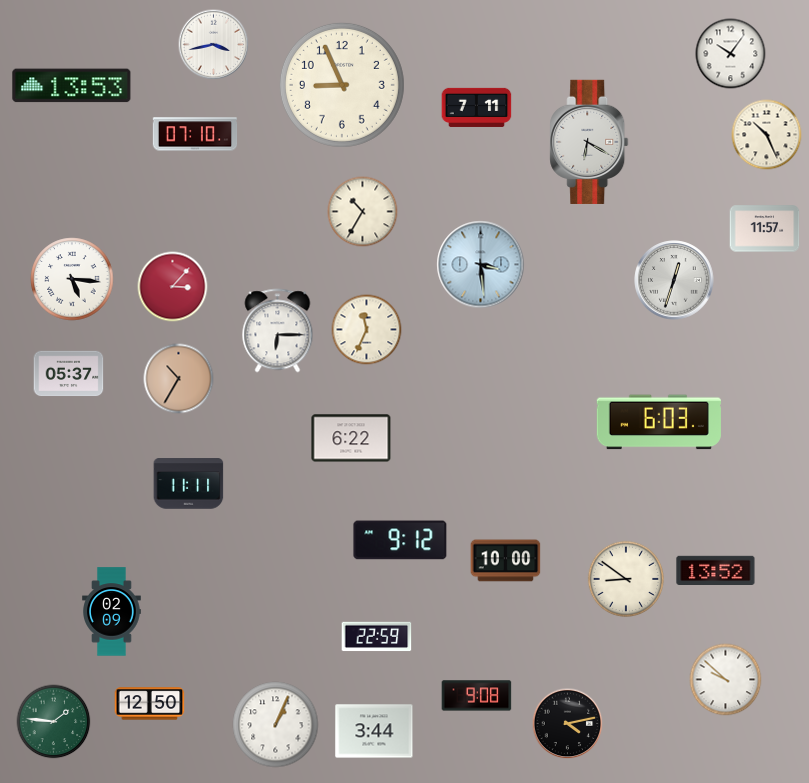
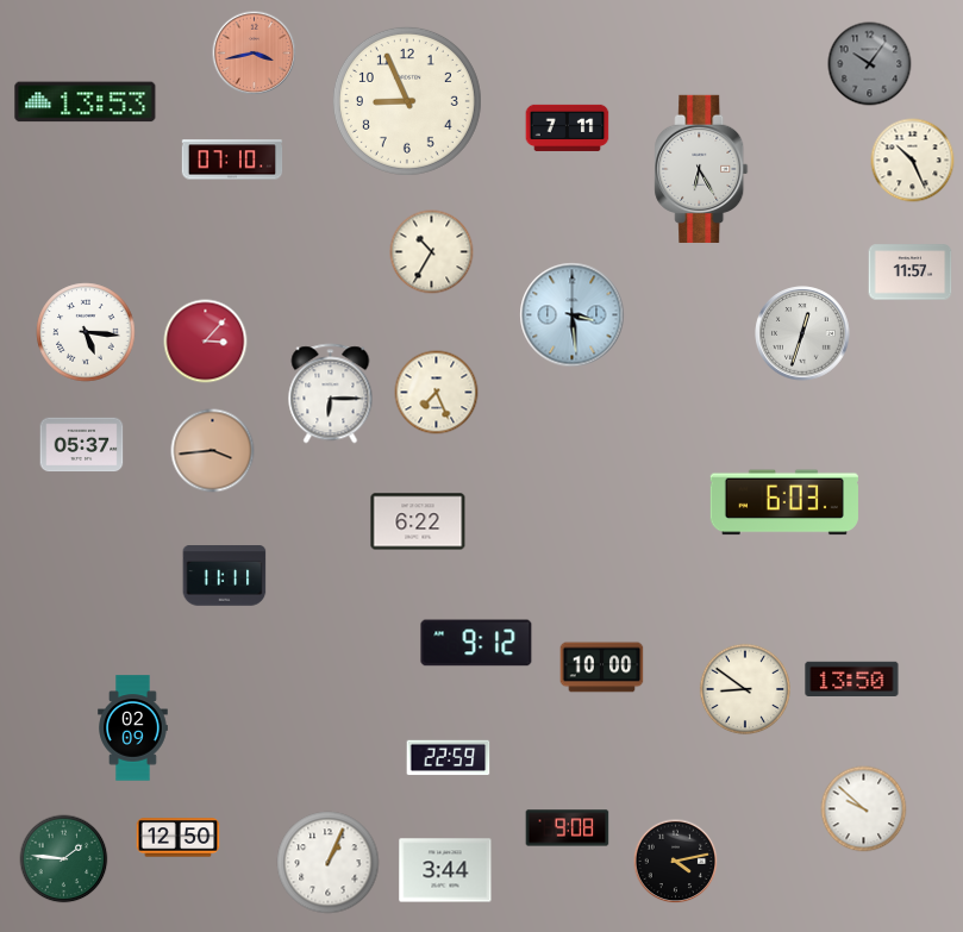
clock at (214, 45) dial: white -> salmon
clock at (731, 54) dial: white -> grey
clock at (589, 142): 6:20 -> 6:25
clock at (367, 330): 11:34 -> 7:26
clock at (179, 379): 10:35 -> 3:44
clock at (716, 571): 13:52 -> 13:50
